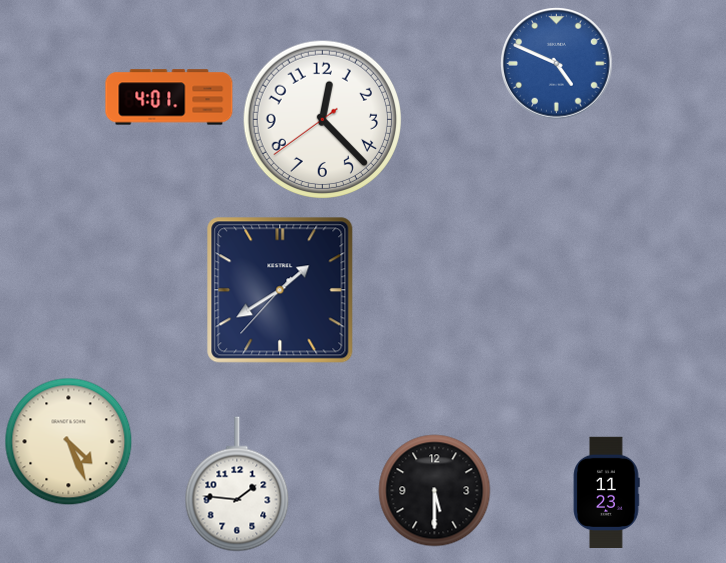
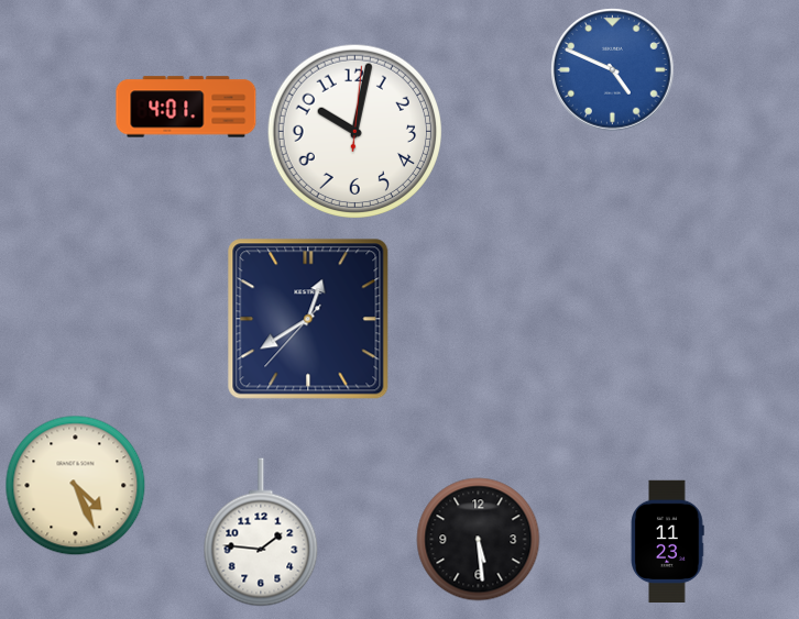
clock at (323, 120): 12:22 -> 10:02
clock at (280, 290): 1:39 -> 12:39
clock at (435, 491): 5:30 -> 5:29
